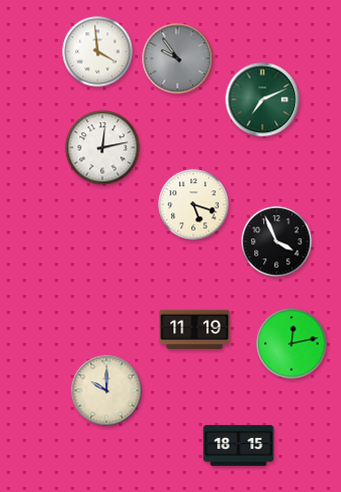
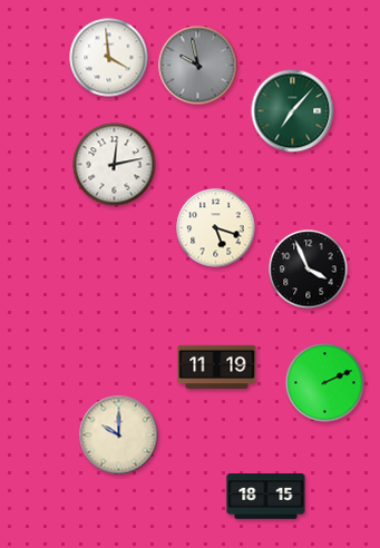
clock at (178, 59): 9:54 -> 9:58
clock at (263, 100): 7:11 -> 7:07
clock at (292, 344): 12:13 -> 2:11
